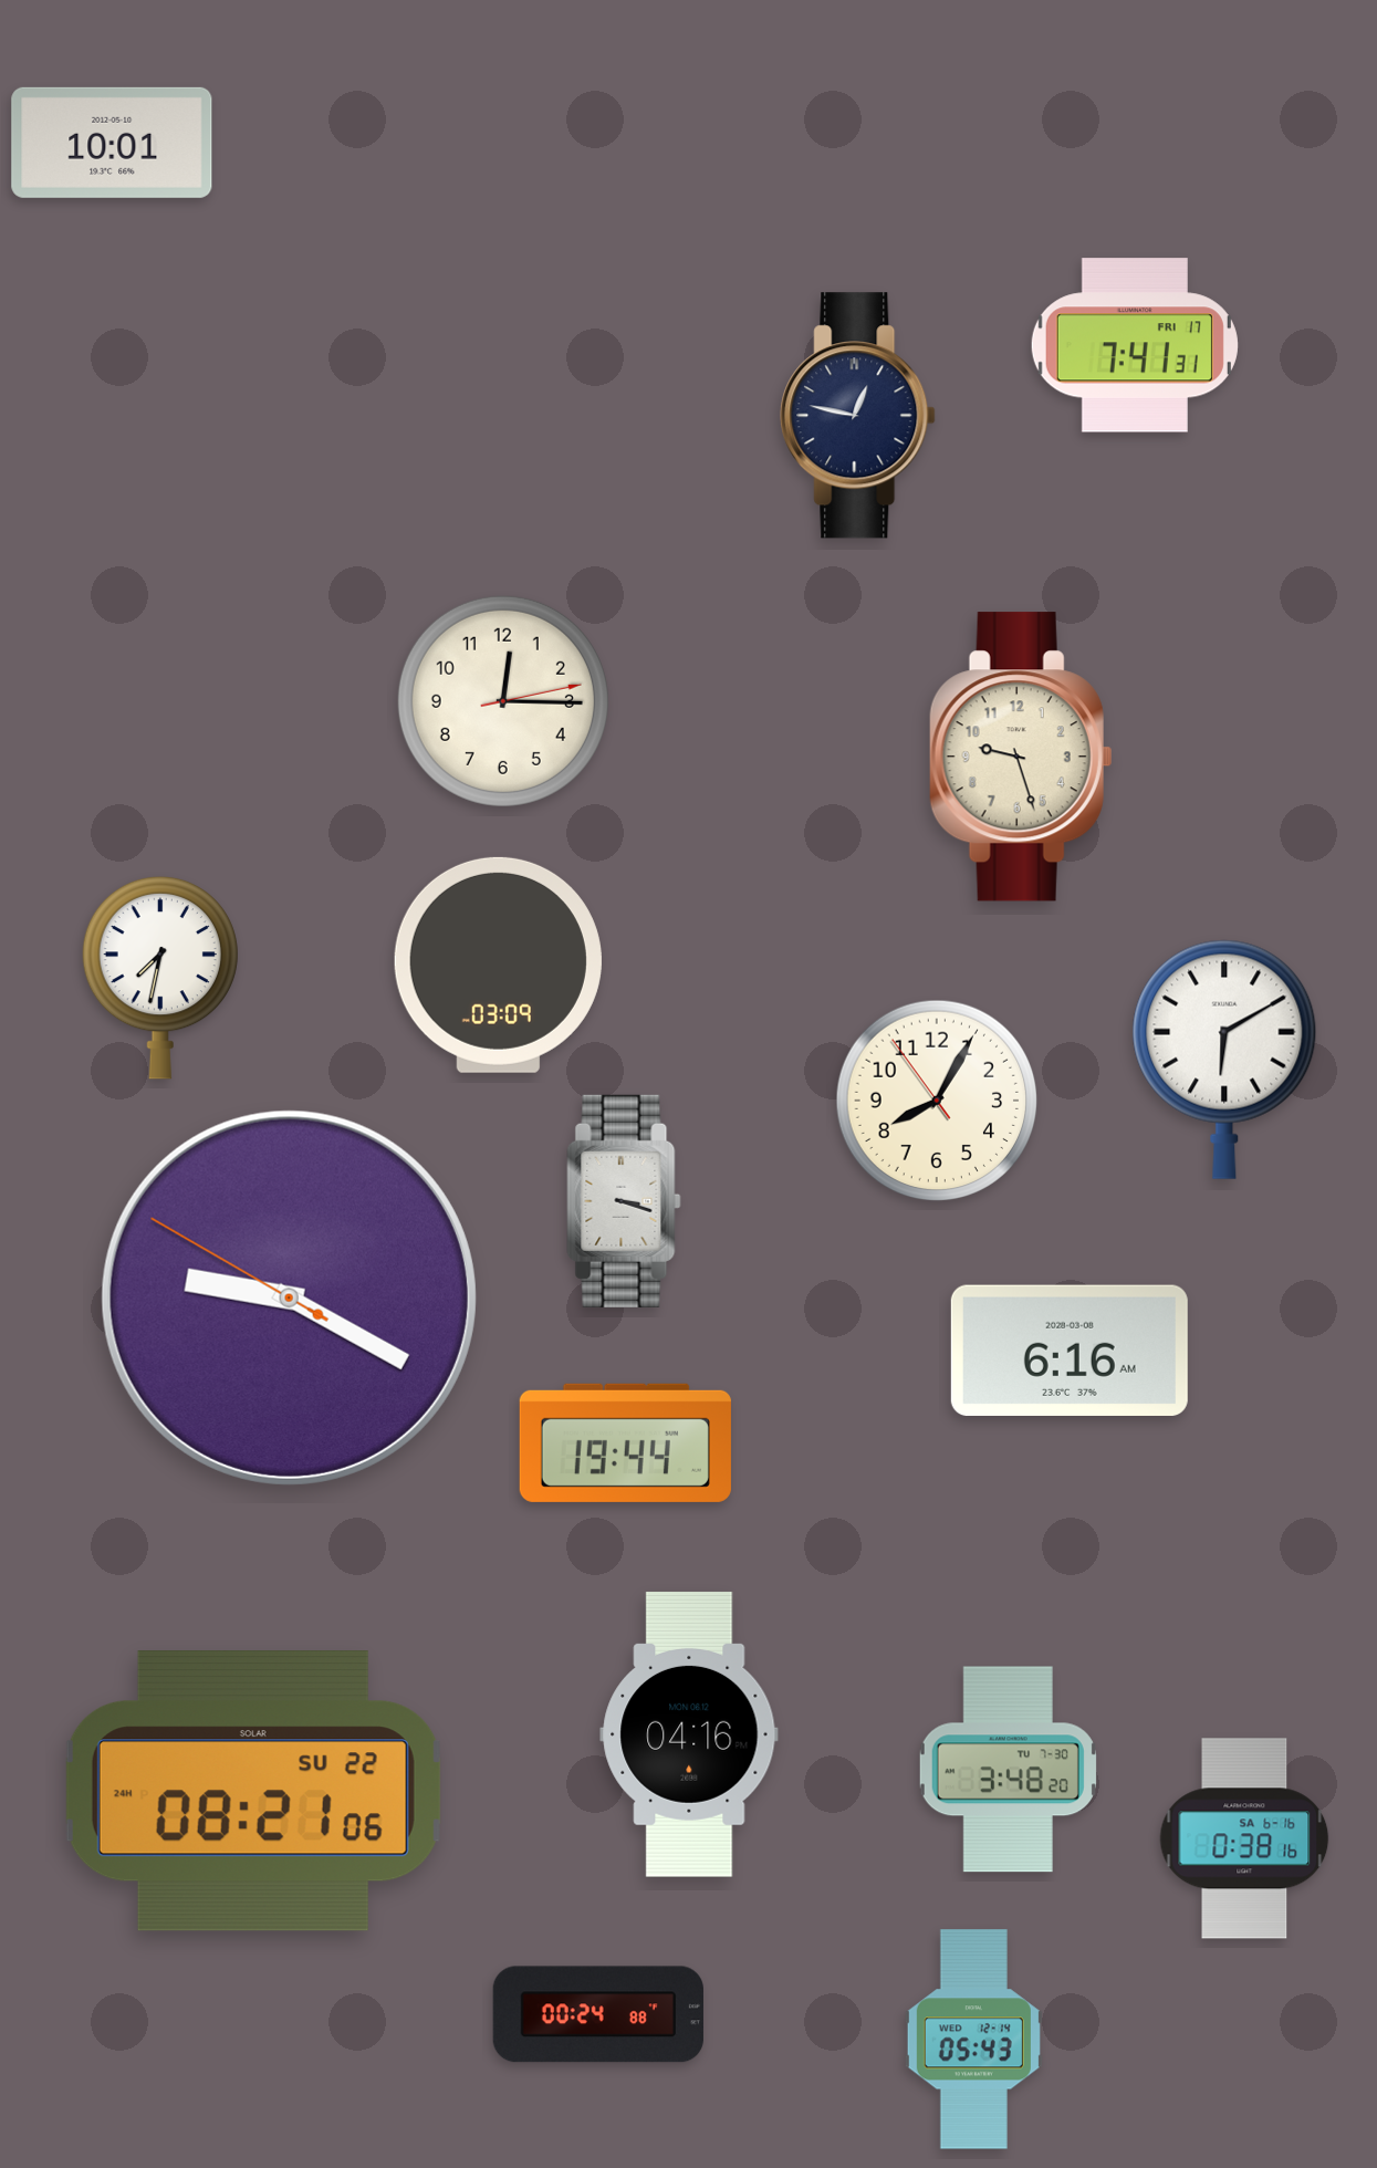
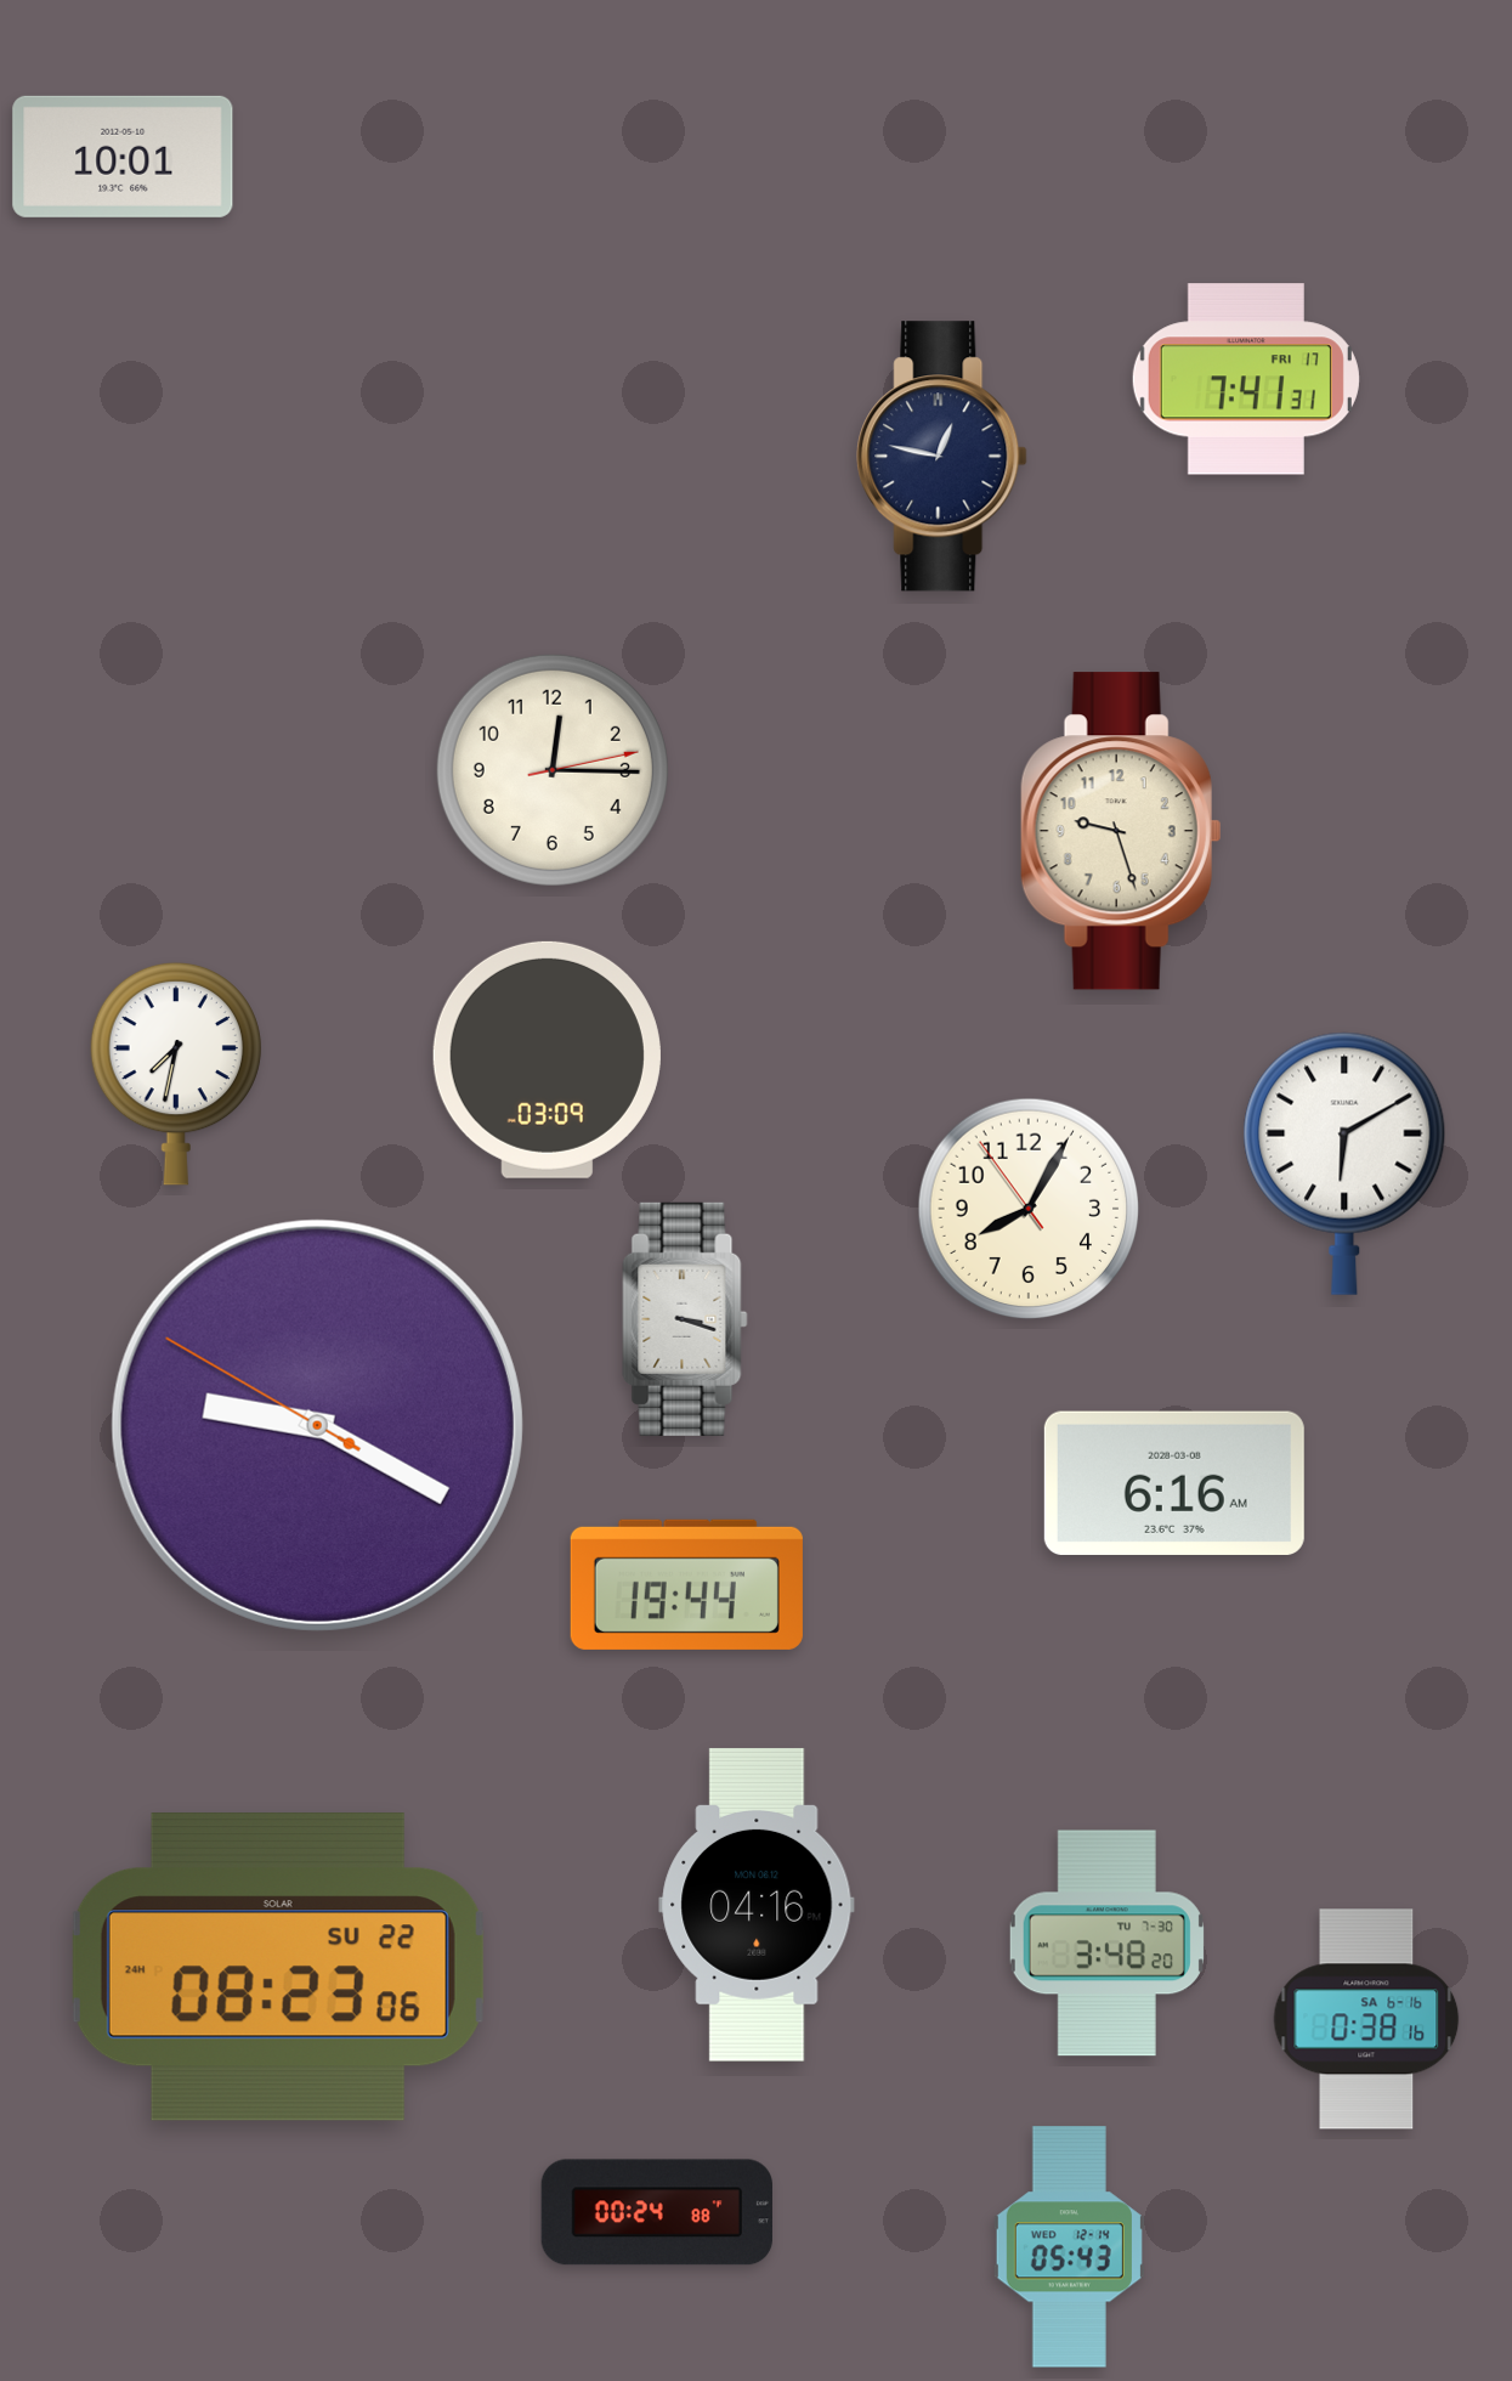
clock at (253, 1791): 08:21 -> 08:23
clock at (973, 2040) position: (973, 2040) -> (1069, 2247)
